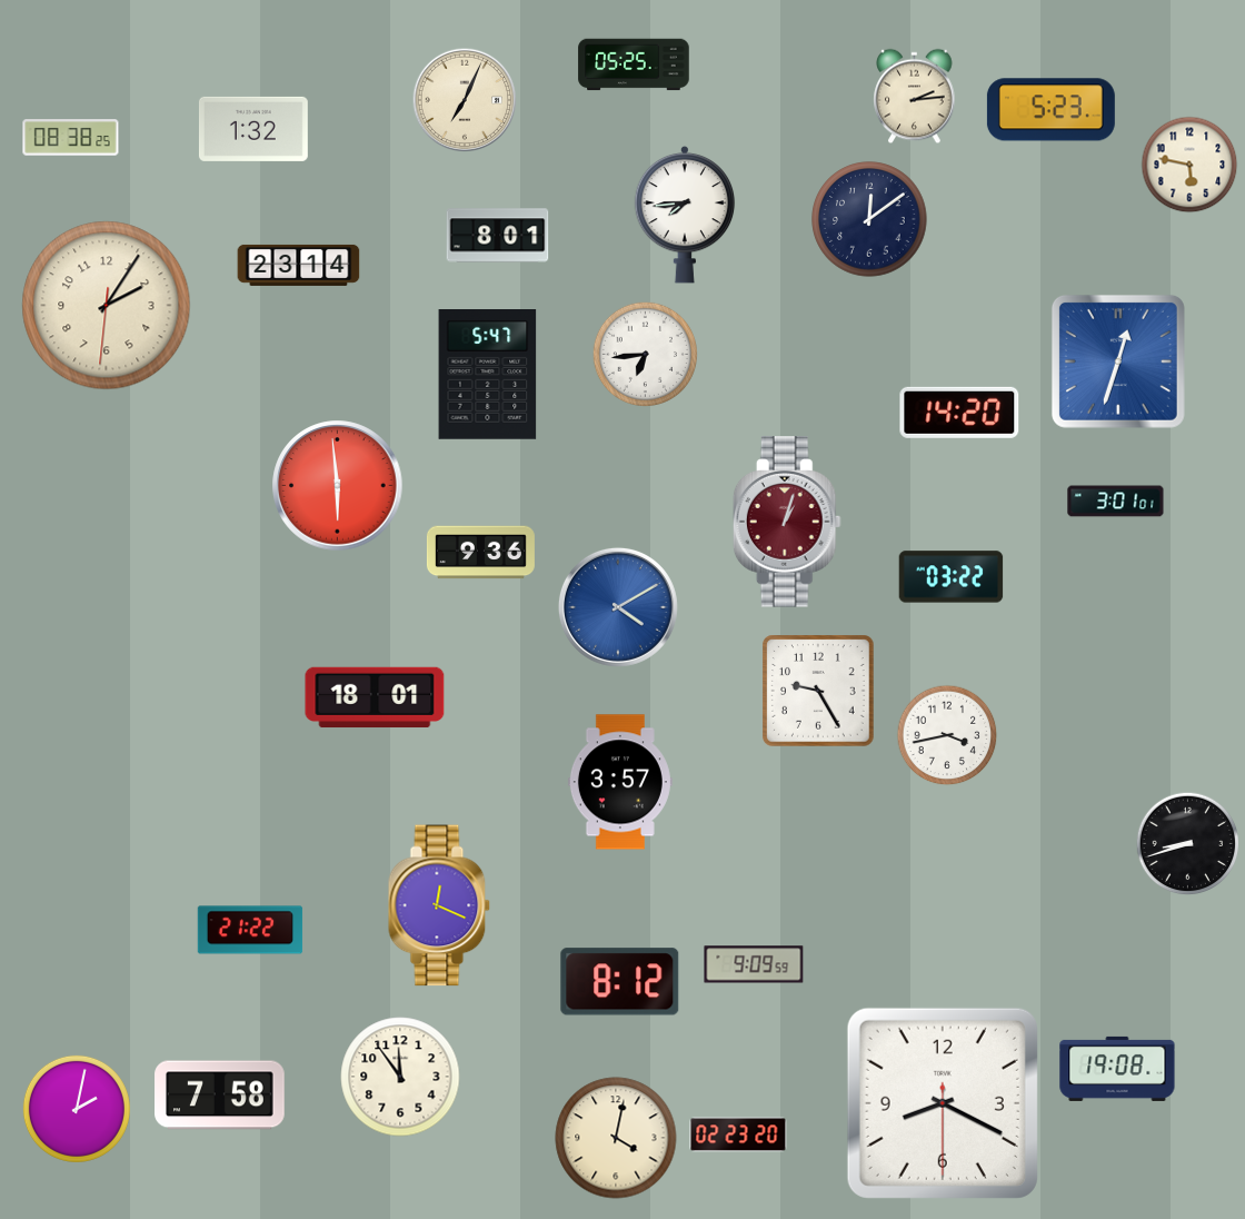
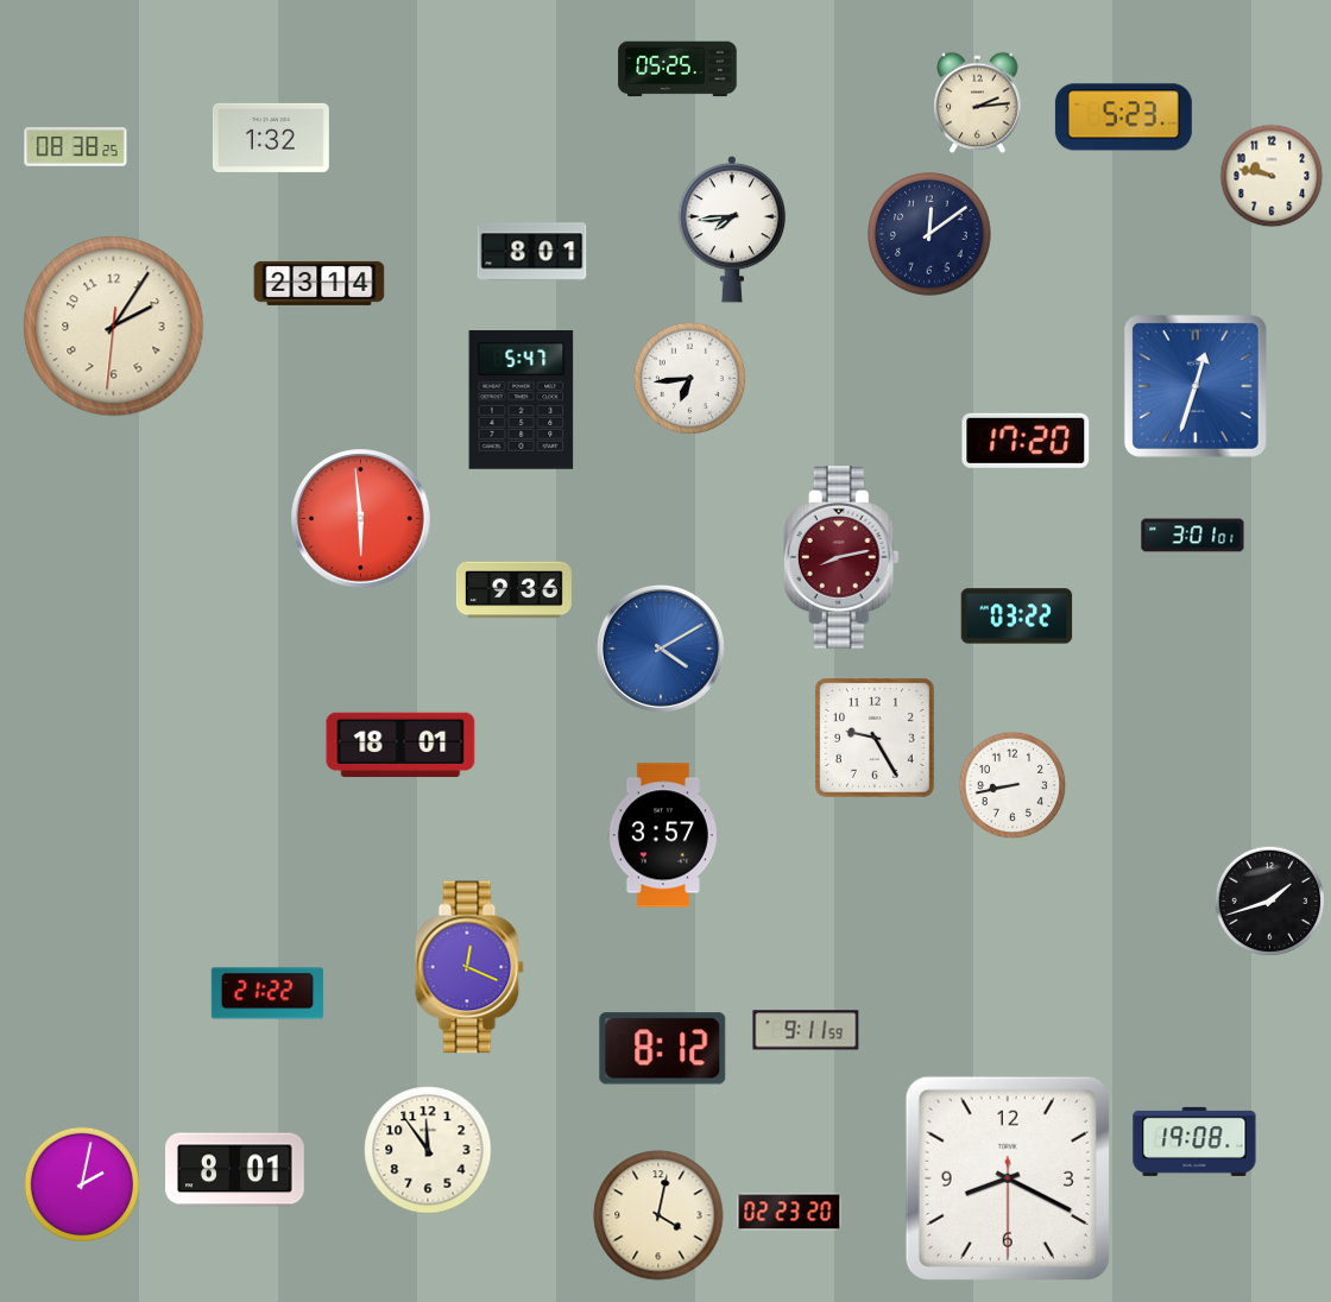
clock at (465, 100): 7:04 -> none
clock at (1189, 165): 5:47 -> 9:47
clock at (959, 413): 14:20 -> 17:20
clock at (787, 522): 1:03 -> 8:13
clock at (947, 735): 3:43 -> 8:43
clock at (1188, 844): 8:42 -> 1:42
clock at (754, 964): 9:09 -> 9:11
clock at (220, 1096): 7:58 -> 8:01
